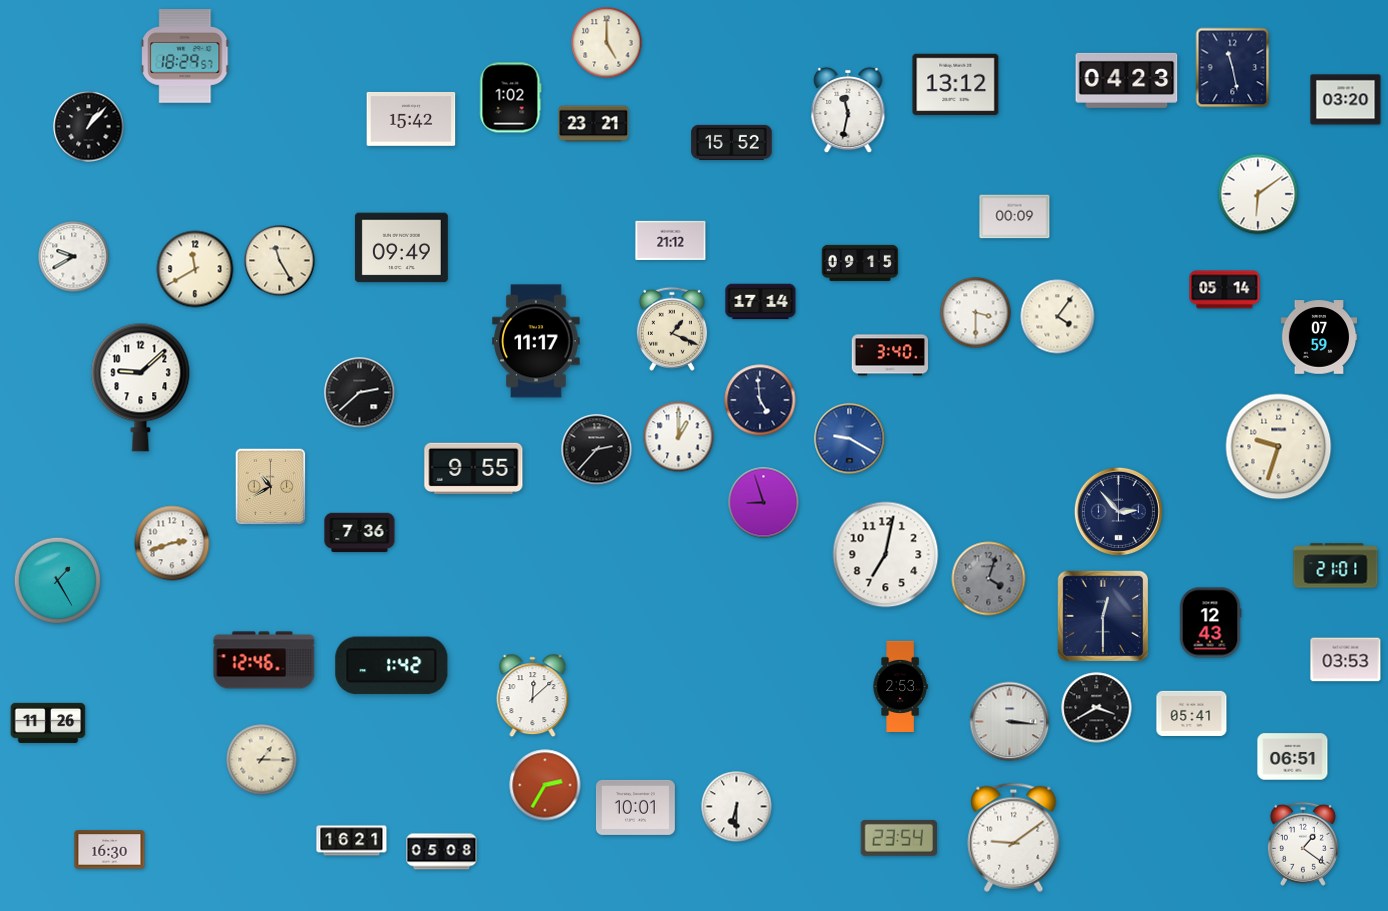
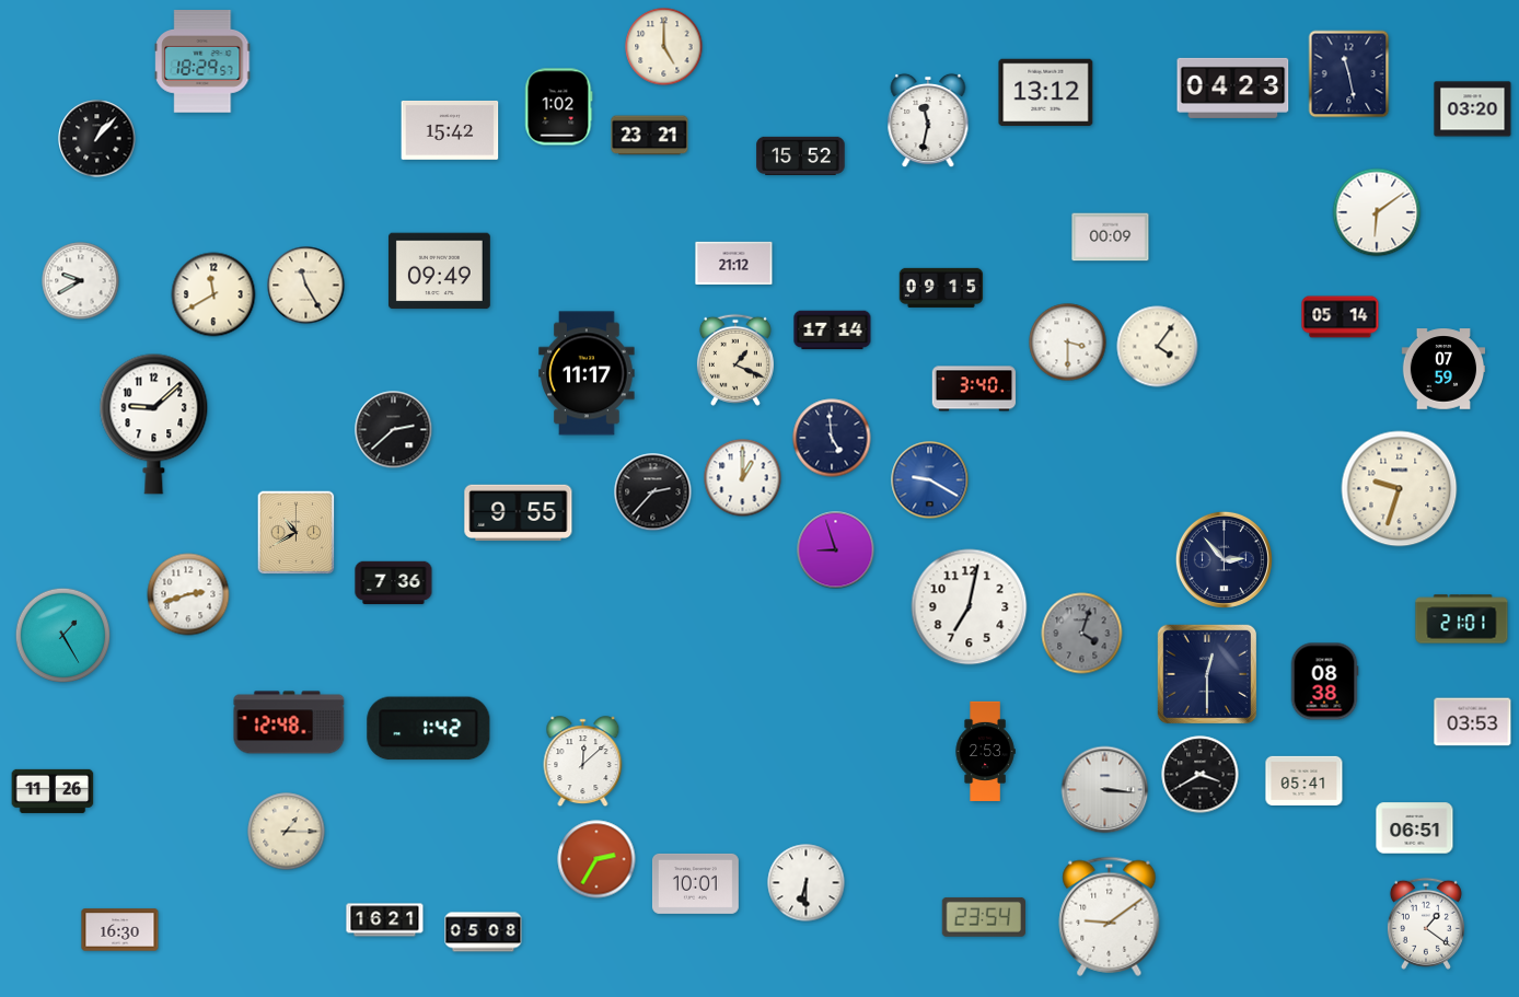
clock at (1210, 623): 12:43 -> 08:38
clock at (264, 660): 12:46 -> 12:48
